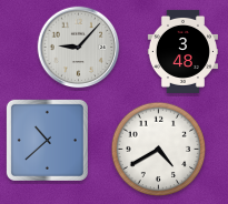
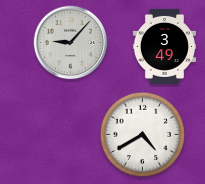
clock at (182, 51): 3:48 -> 3:49
clock at (47, 140): 10:38 -> none
